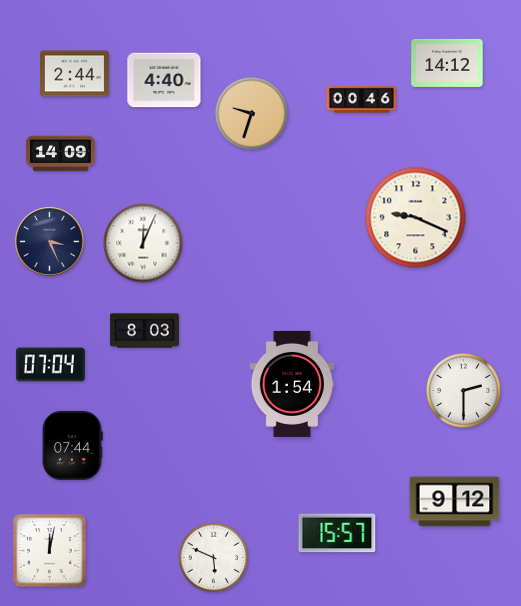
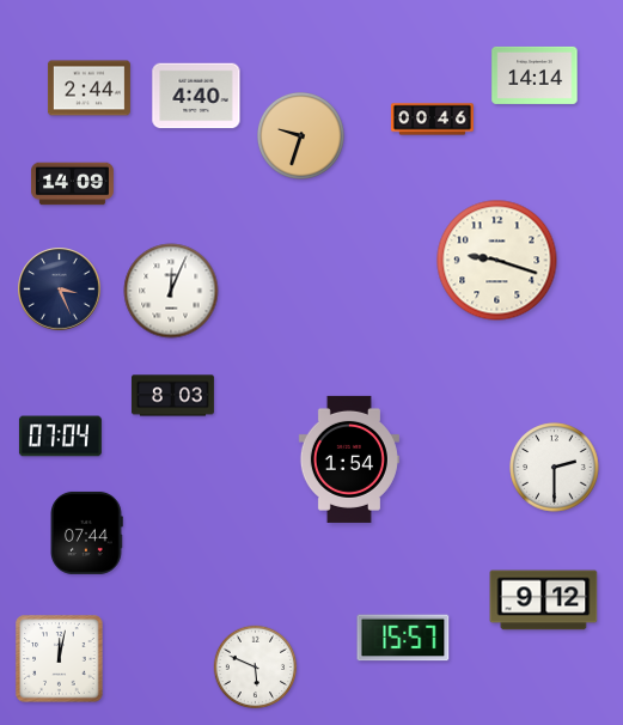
clock at (447, 63): 14:12 -> 14:14
clock at (416, 218): 9:19 -> 9:18
